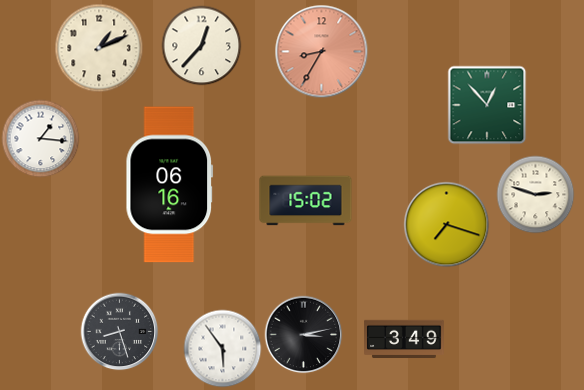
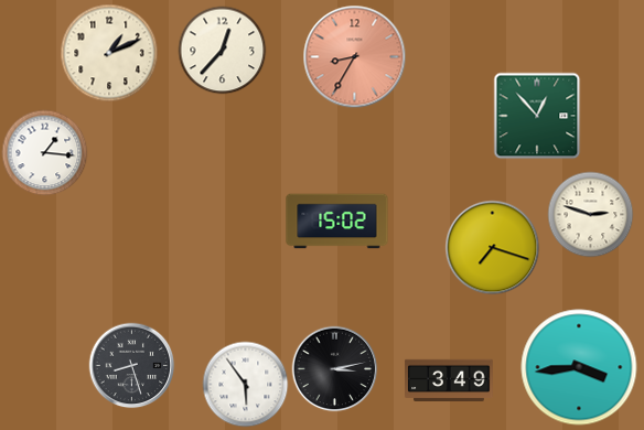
clock at (170, 185): 06:16 -> none
clock at (579, 367): none -> 3:44
clock at (404, 339) position: (404, 339) -> (449, 380)
